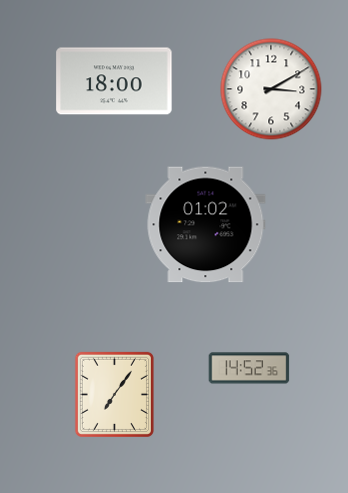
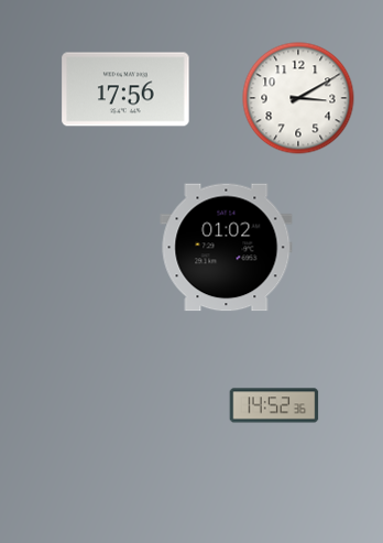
clock at (114, 81): 18:00 -> 17:56
clock at (114, 394): 7:06 -> none
